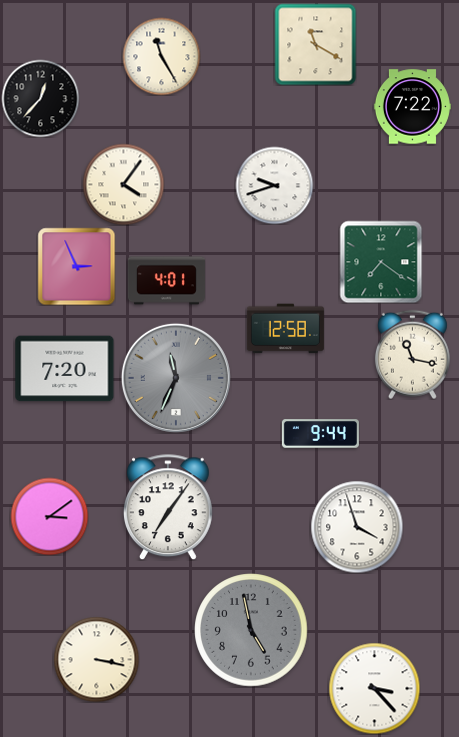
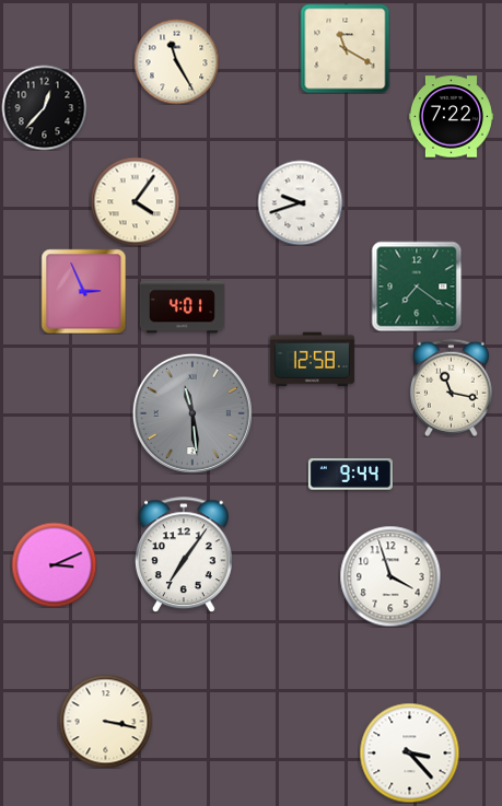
clock at (65, 369): 7:20 -> none
clock at (176, 378): 11:34 -> 11:29
clock at (49, 516): 3:09 -> 3:11
clock at (251, 630): 4:58 -> none
